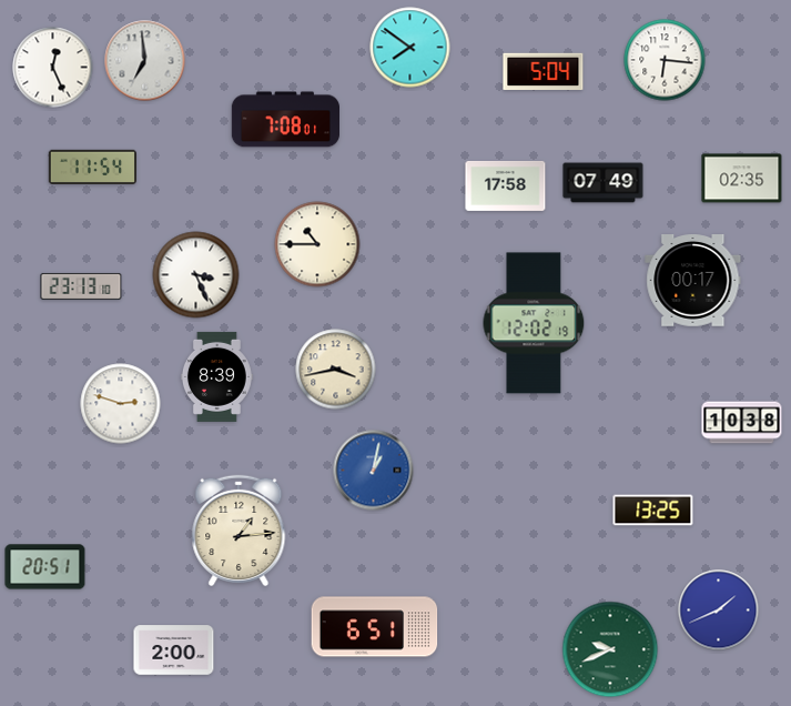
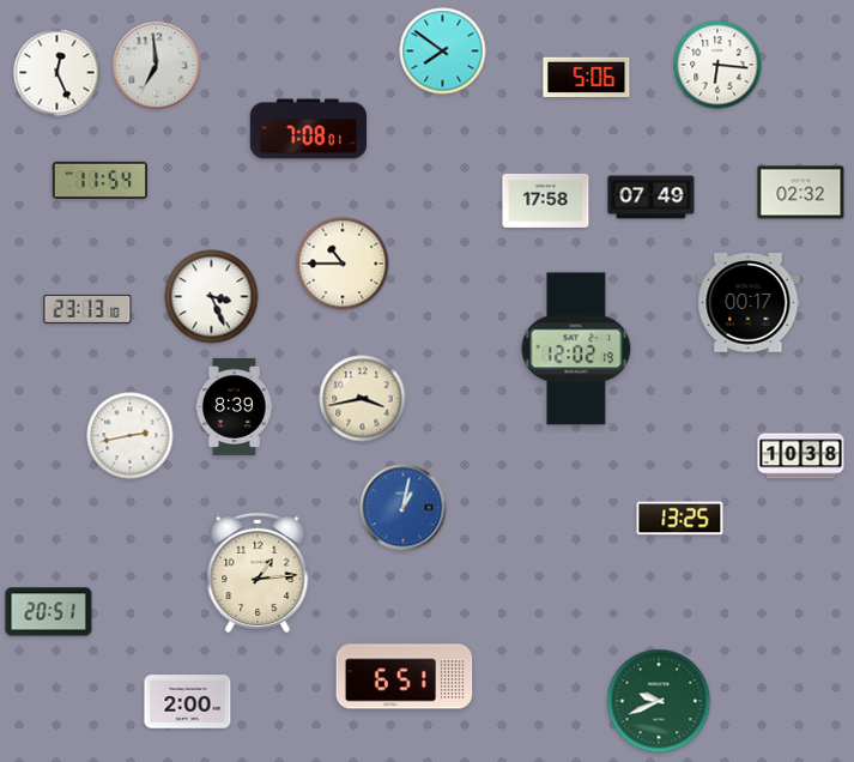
clock at (544, 71): 5:04 -> 5:06
clock at (742, 179): 02:35 -> 02:32
clock at (121, 404): 2:48 -> 2:43
clock at (653, 511) position: (653, 511) -> (680, 519)
clock at (719, 611): 1:41 -> none
